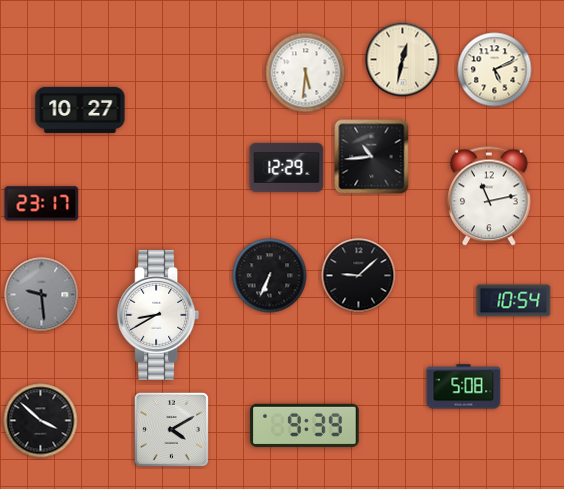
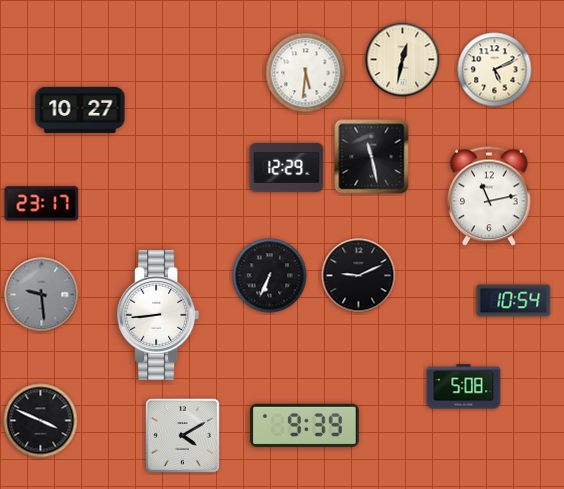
clock at (372, 157): 10:44 -> 11:28
clock at (359, 276): 9:08 -> 9:11
clock at (158, 315): 8:40 -> 8:44
clock at (41, 421): 3:52 -> 3:49
clock at (171, 429) position: (171, 429) -> (182, 435)
